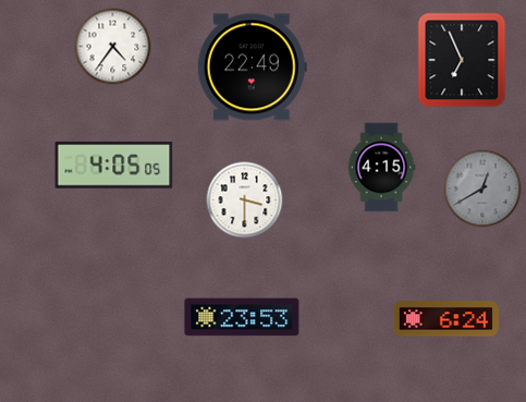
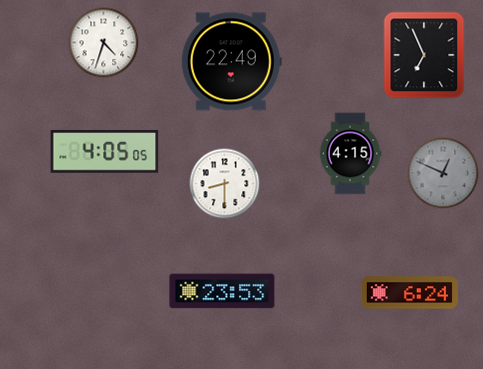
clock at (113, 47): 4:36 -> 4:33
clock at (482, 188): 12:40 -> 12:49
clock at (245, 200): 3:30 -> 8:30
